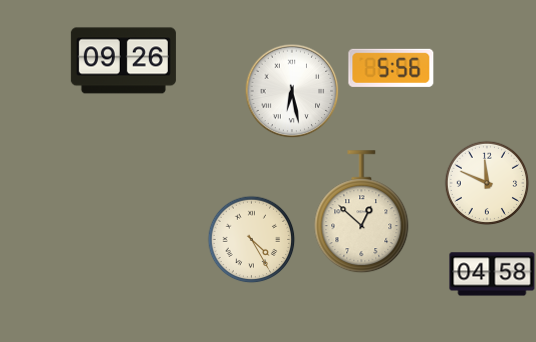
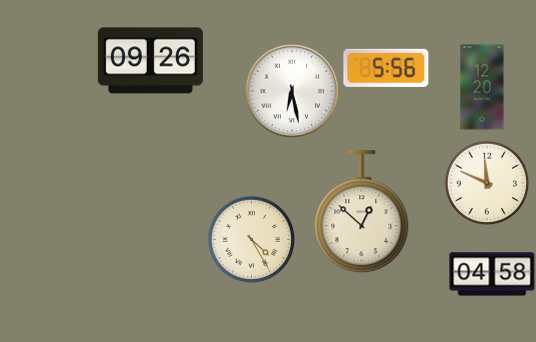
clock at (123, 61) position: (123, 61) -> (150, 61)
clock at (391, 68) position: (391, 68) -> (386, 68)
clock at (482, 87): none -> 12:20
